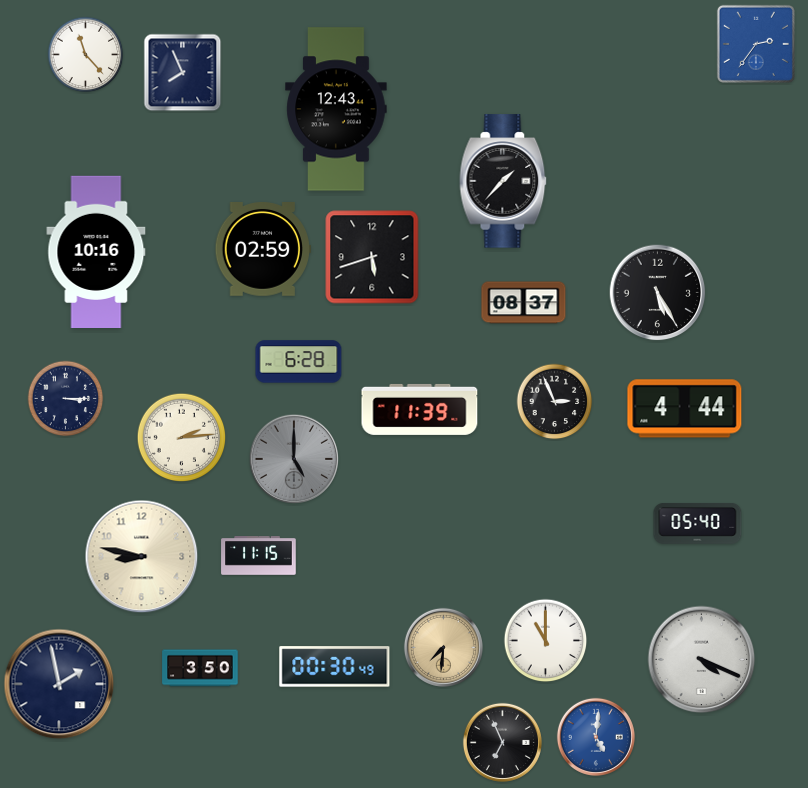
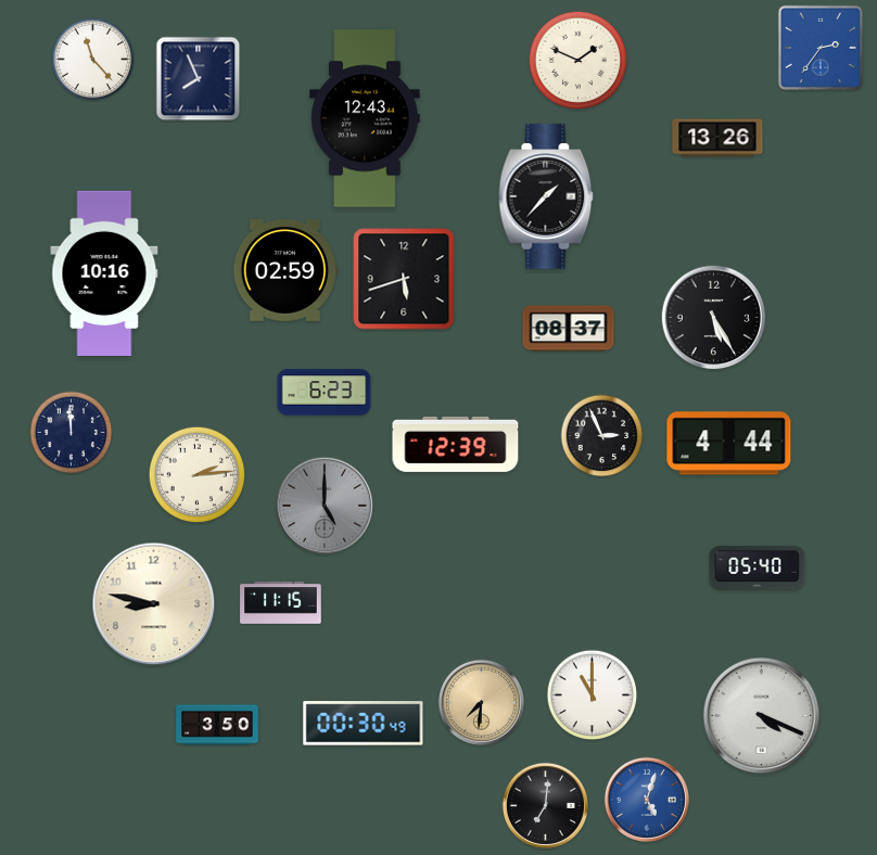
clock at (579, 61): none -> 1:49
clock at (717, 138): none -> 13:26
clock at (299, 362): 6:28 -> 6:23
clock at (66, 399): 3:15 -> 11:59
clock at (420, 409): 11:39 -> 12:39
clock at (685, 409) position: (685, 409) -> (729, 444)
clock at (294, 459) position: (294, 459) -> (325, 506)
clock at (59, 684): 1:58 -> none
clock at (596, 737): 5:01 -> 5:03
clock at (502, 742): 6:56 -> 7:01
